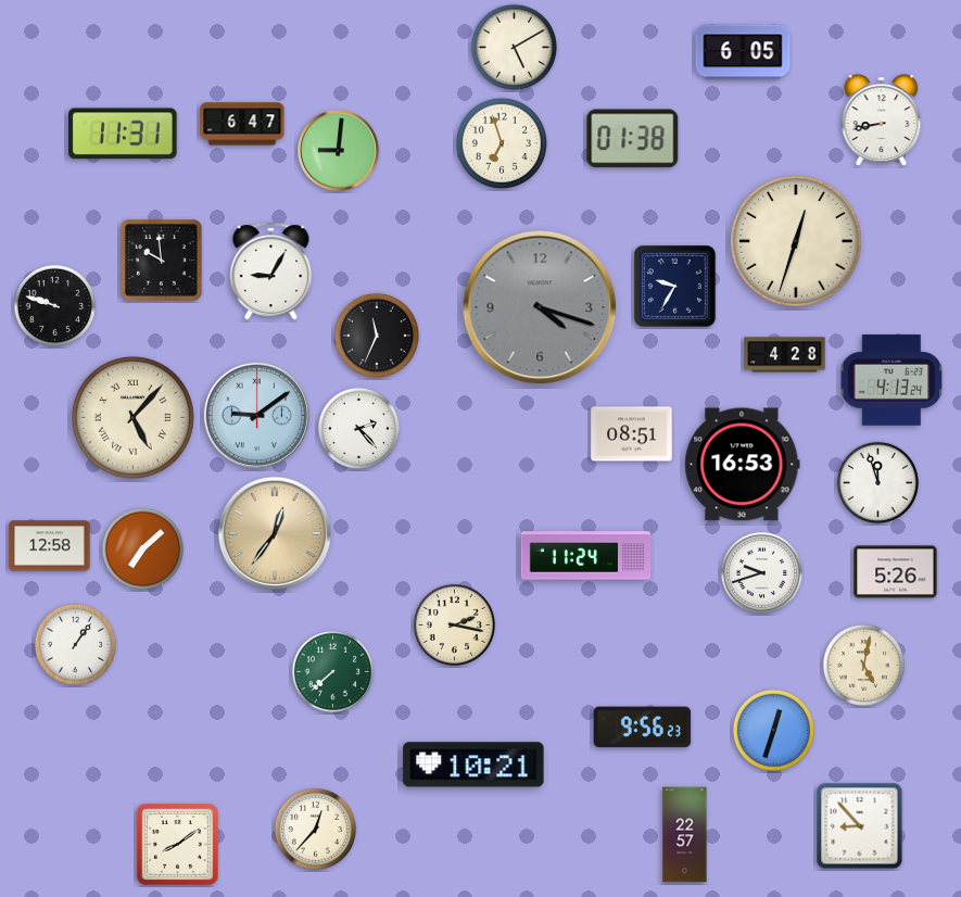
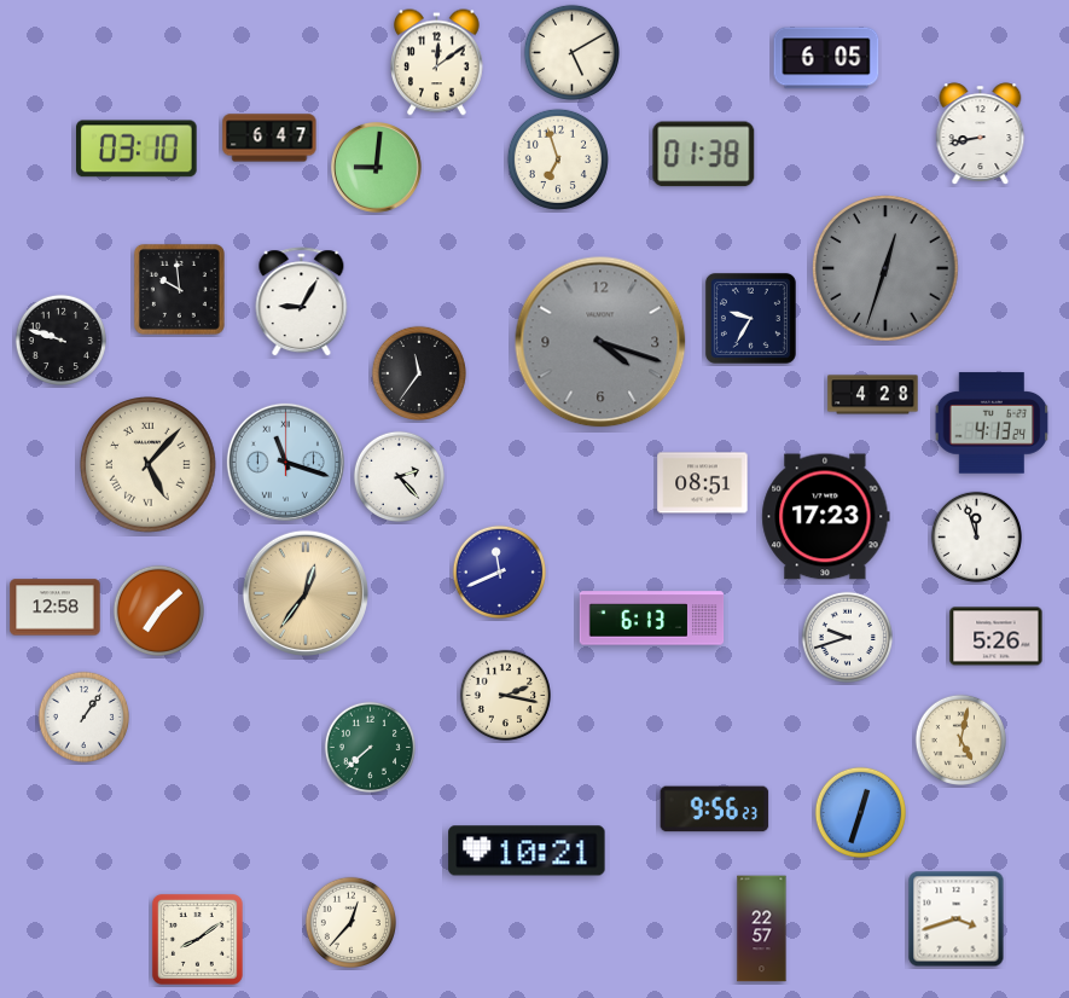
clock at (437, 63): none -> 12:09
clock at (124, 134): 11:31 -> 03:10
clock at (796, 241) dial: cream -> grey
clock at (376, 334): 11:34 -> 11:36
clock at (256, 415): 9:09 -> 11:18
clock at (743, 465): 16:53 -> 17:23
clock at (499, 571): none -> 11:41
clock at (586, 556): 11:24 -> 6:13
clock at (860, 826): 8:53 -> 3:42
